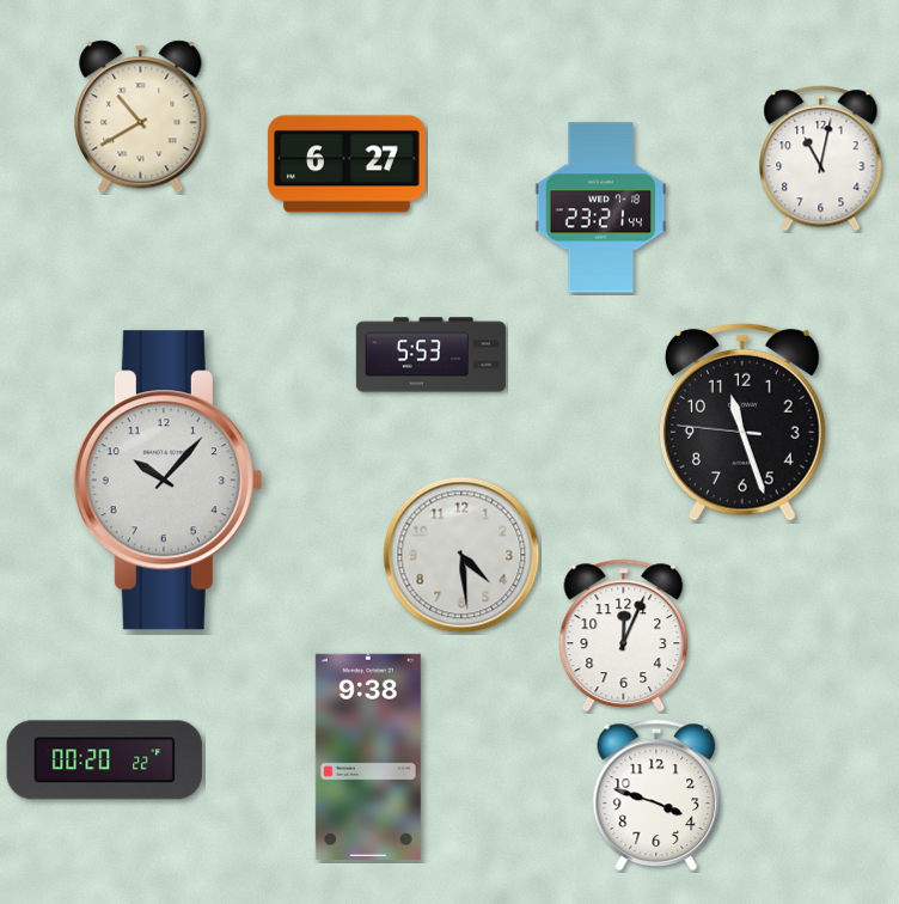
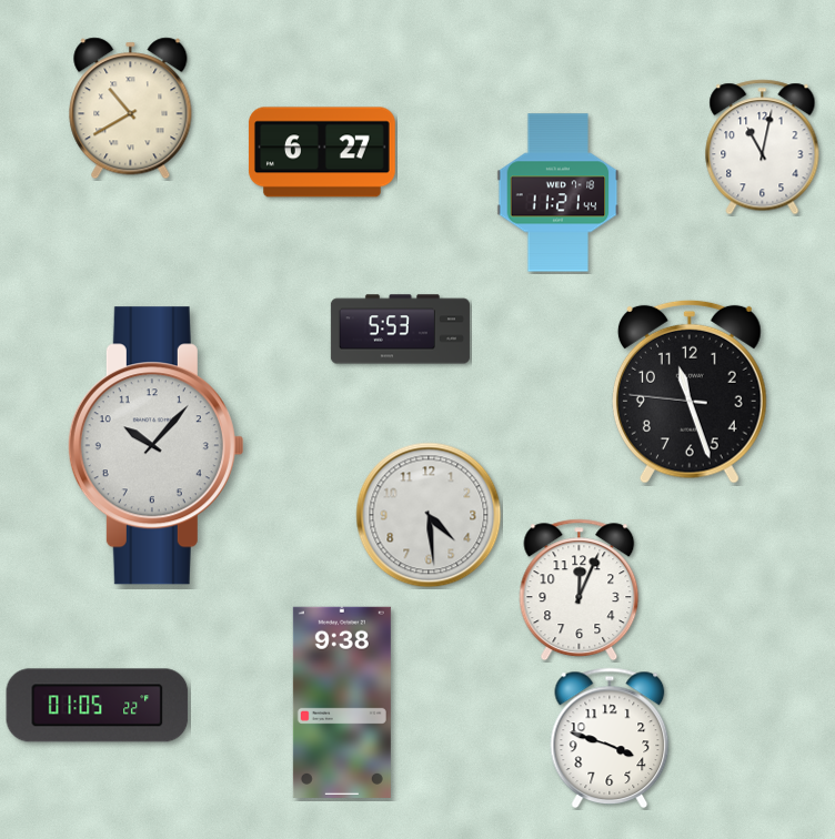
clock at (601, 208): 23:21 -> 11:21
clock at (105, 761): 00:20 -> 01:05
